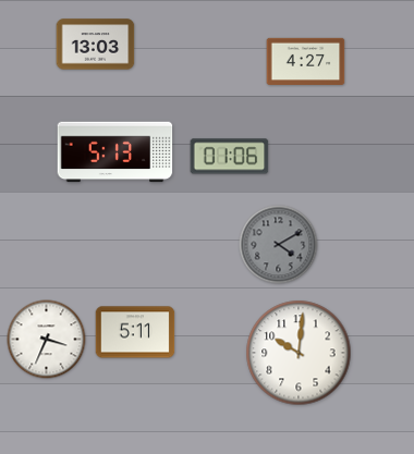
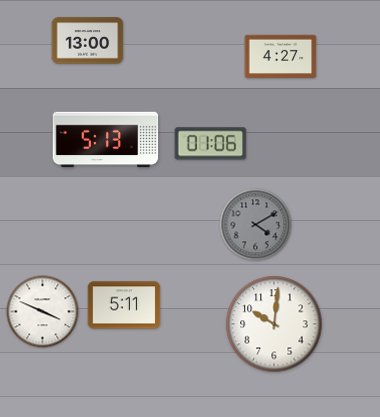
clock at (96, 45): 13:03 -> 13:00
clock at (47, 340): 3:34 -> 3:49
